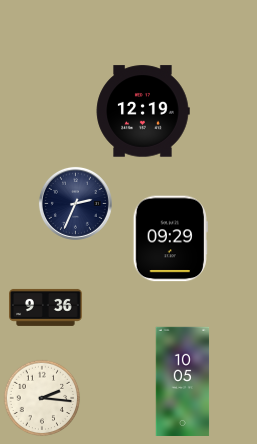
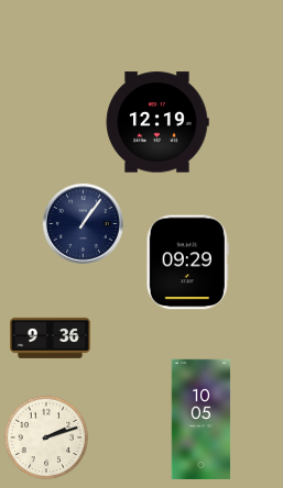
clock at (75, 203): 2:34 -> 1:06
clock at (42, 398): 2:16 -> 2:12
